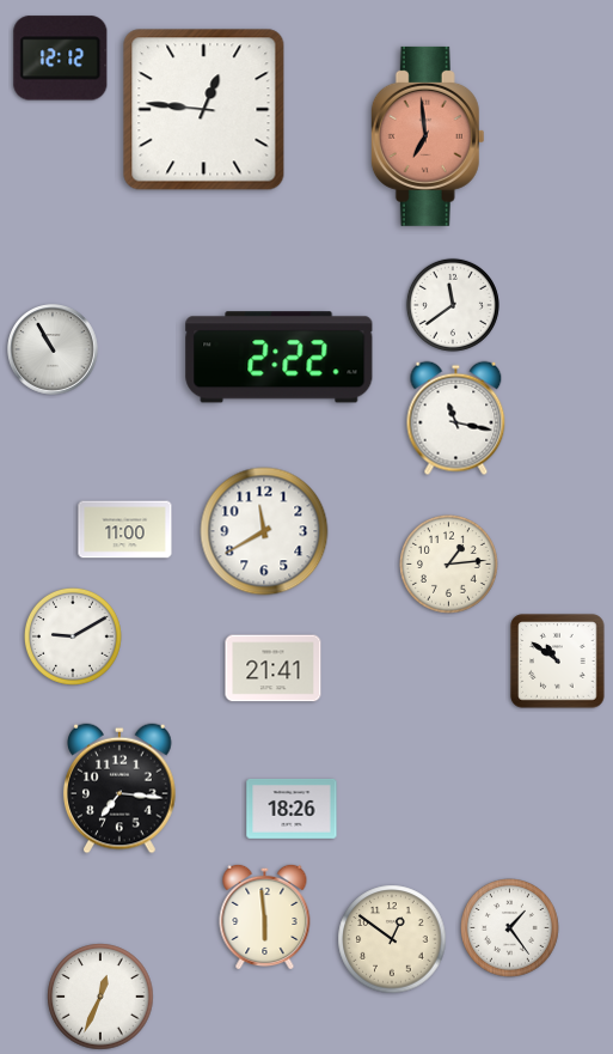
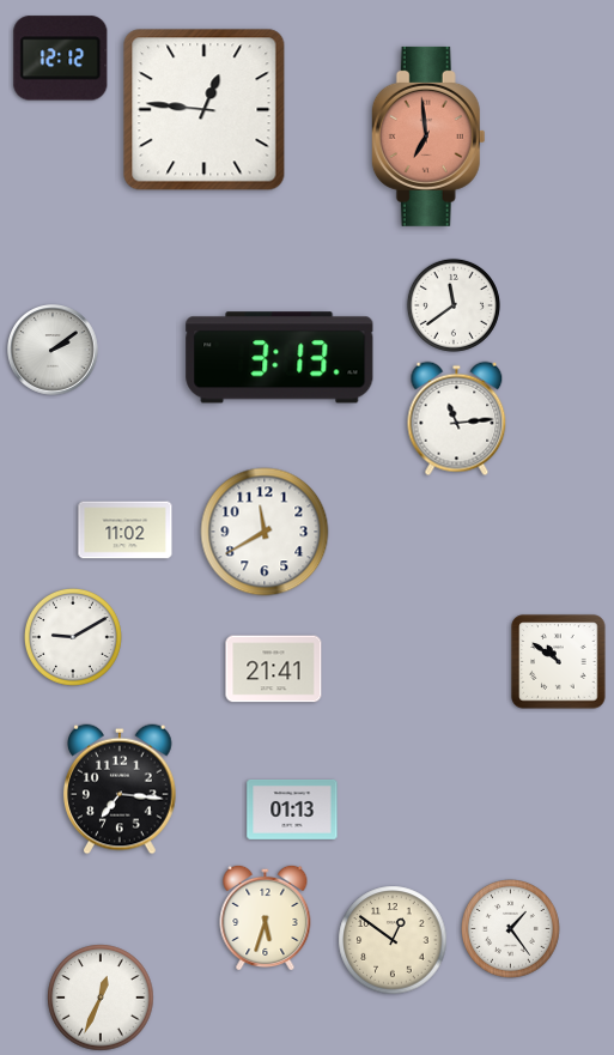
clock at (53, 349): 10:55 -> 2:09
clock at (280, 358): 2:22 -> 3:13
clock at (456, 419): 11:17 -> 11:14
clock at (125, 530): 11:00 -> 11:02
clock at (449, 565): 1:14 -> none
clock at (292, 809): 18:26 -> 01:13
clock at (265, 915): 5:59 -> 5:33
